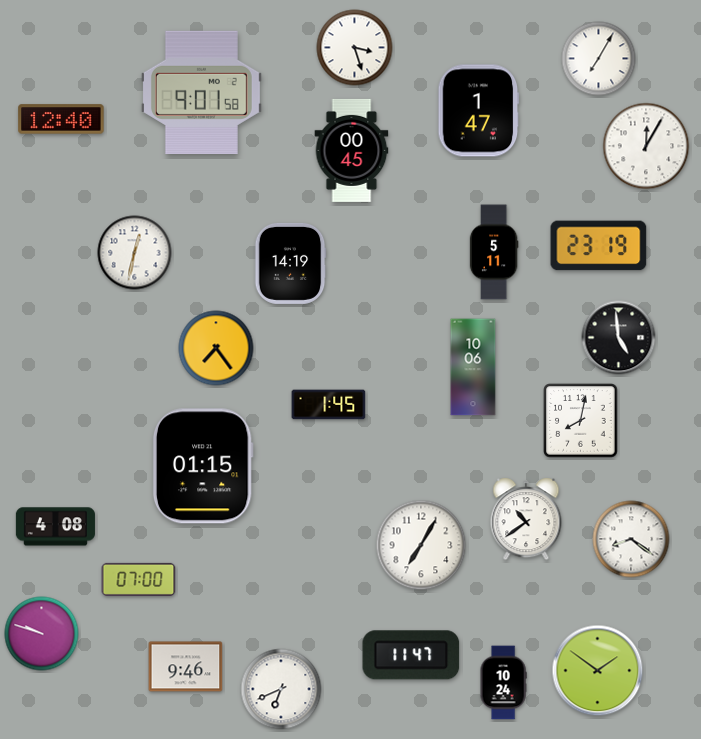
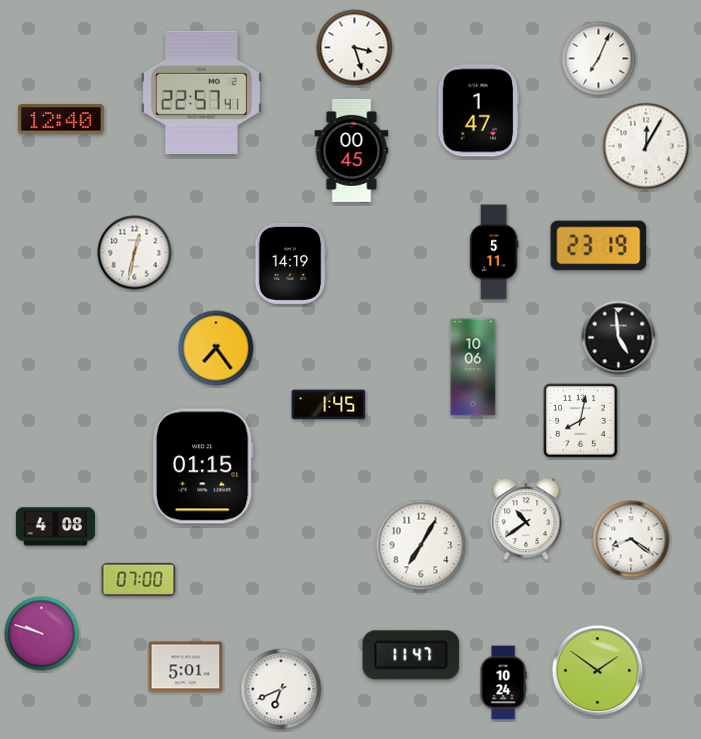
clock at (599, 59): 7:05 -> 7:04
clock at (201, 92): 9:01 -> 22:57
clock at (186, 667): 9:46 -> 5:01
